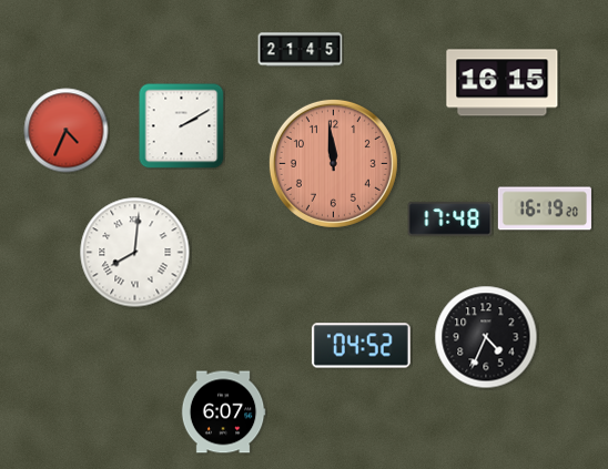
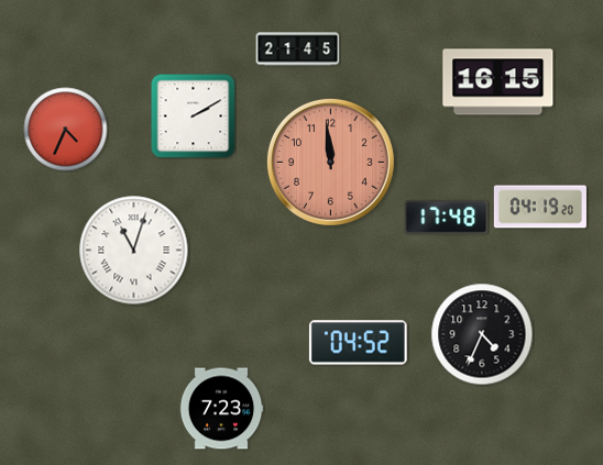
clock at (182, 126) position: (182, 126) -> (194, 117)
clock at (545, 208): 16:19 -> 04:19
clock at (135, 253): 8:01 -> 11:03
clock at (223, 412): 6:07 -> 7:23
